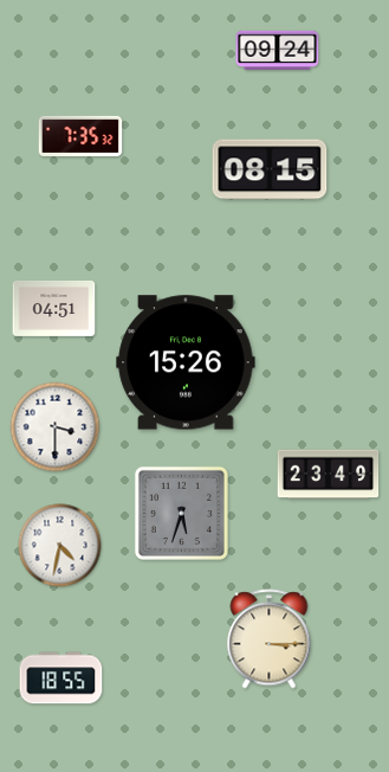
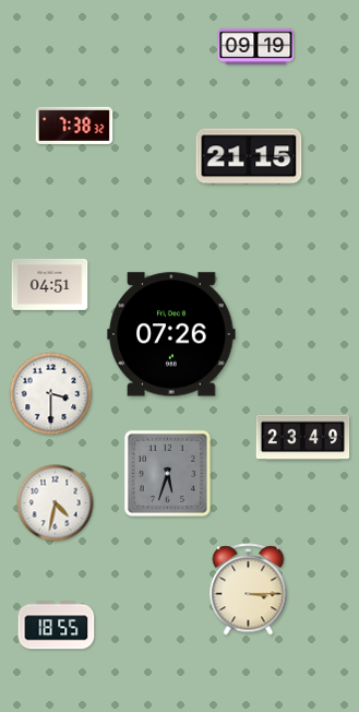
clock at (278, 50): 09:24 -> 09:19
clock at (80, 136): 7:35 -> 7:38
clock at (270, 169): 08:15 -> 21:15
clock at (186, 362): 15:26 -> 07:26
